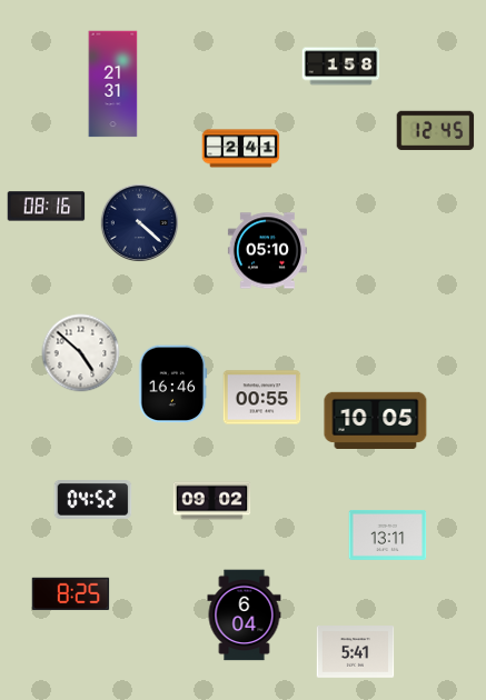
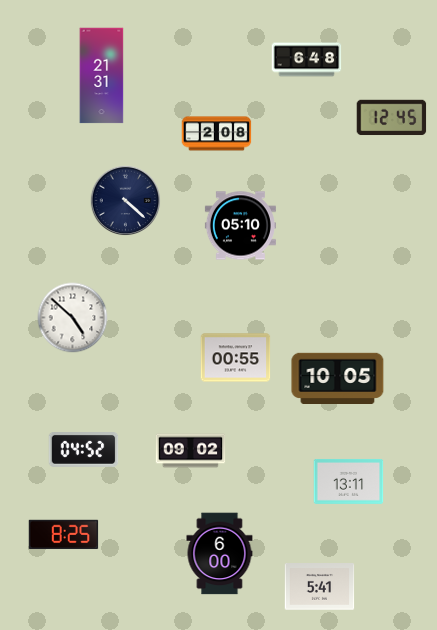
clock at (341, 67): 1:58 -> 6:48
clock at (241, 149): 2:41 -> 2:08
clock at (47, 207): 08:16 -> none
clock at (173, 384): 16:46 -> none
clock at (245, 616): 6:04 -> 6:00
